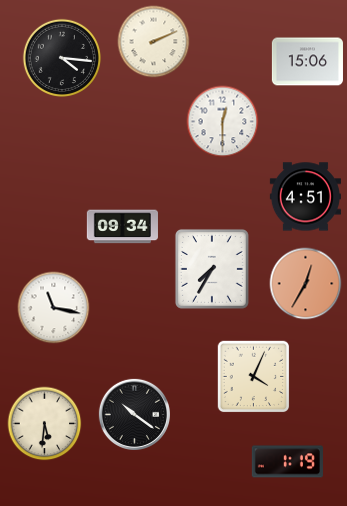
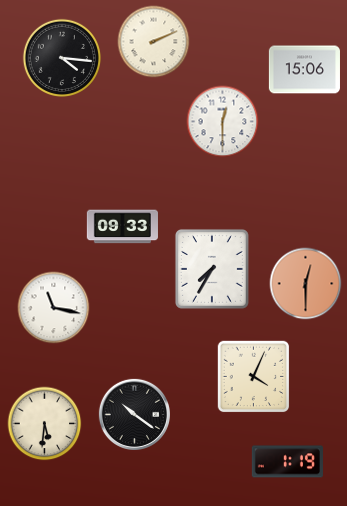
clock at (307, 62) position: (307, 62) -> (304, 70)
clock at (305, 197): 4:51 -> none
clock at (122, 227): 09:34 -> 09:33
clock at (306, 284): 12:35 -> 12:30
